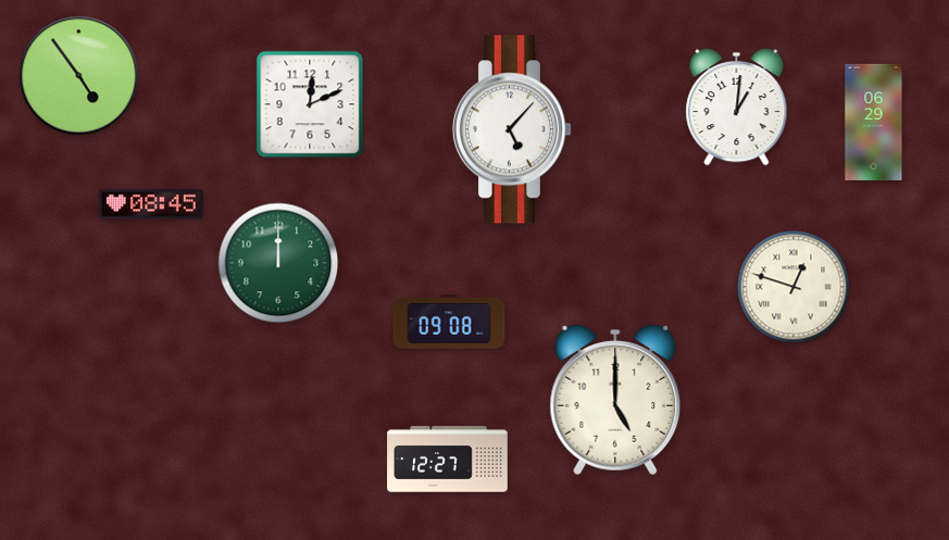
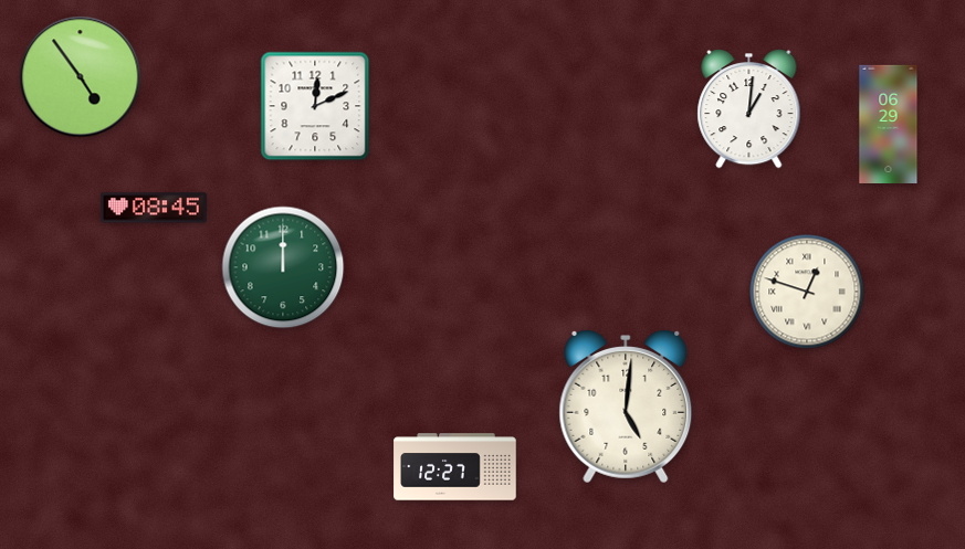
clock at (511, 129): 5:07 -> none
clock at (449, 322): 09:08 -> none
clock at (615, 401): 5:00 -> 5:01
